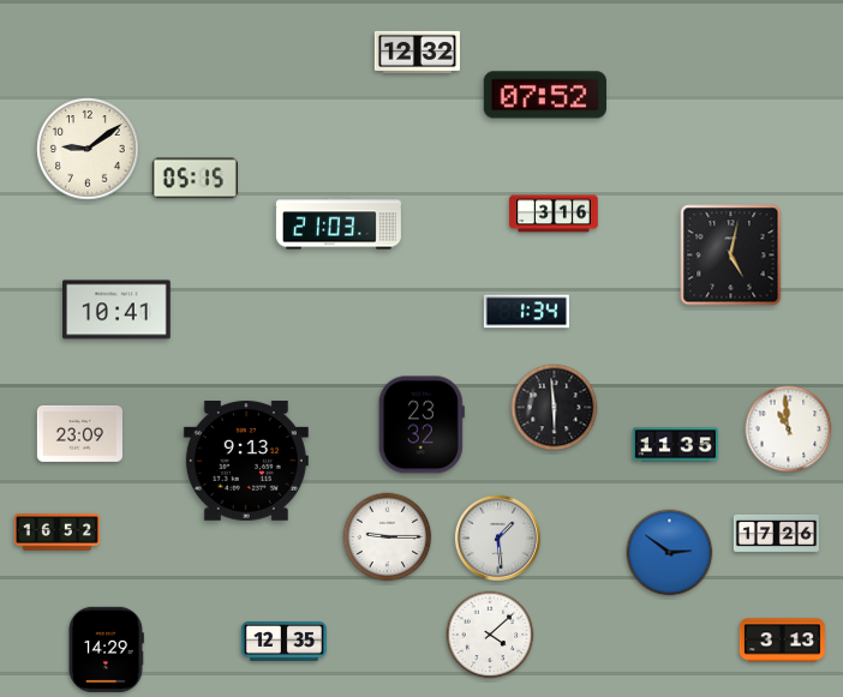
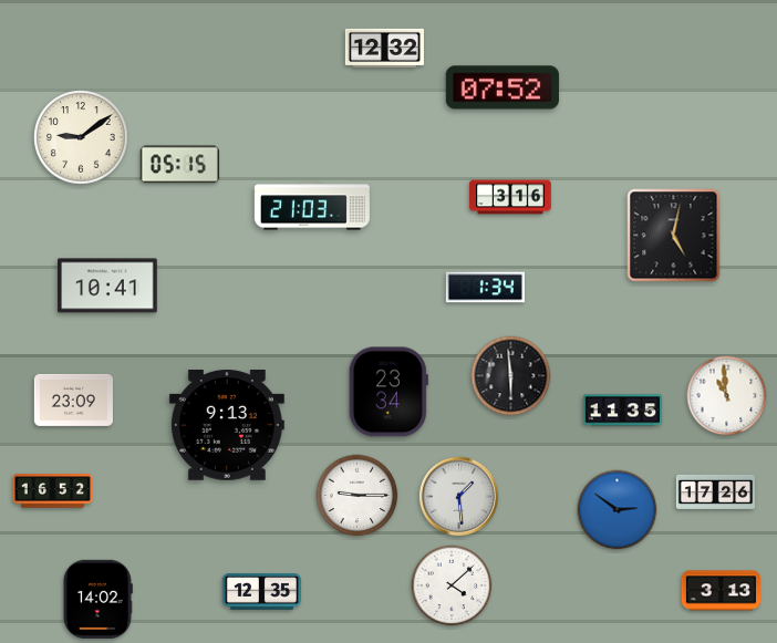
clock at (421, 425): 23:32 -> 23:34
clock at (106, 649): 14:29 -> 14:02
